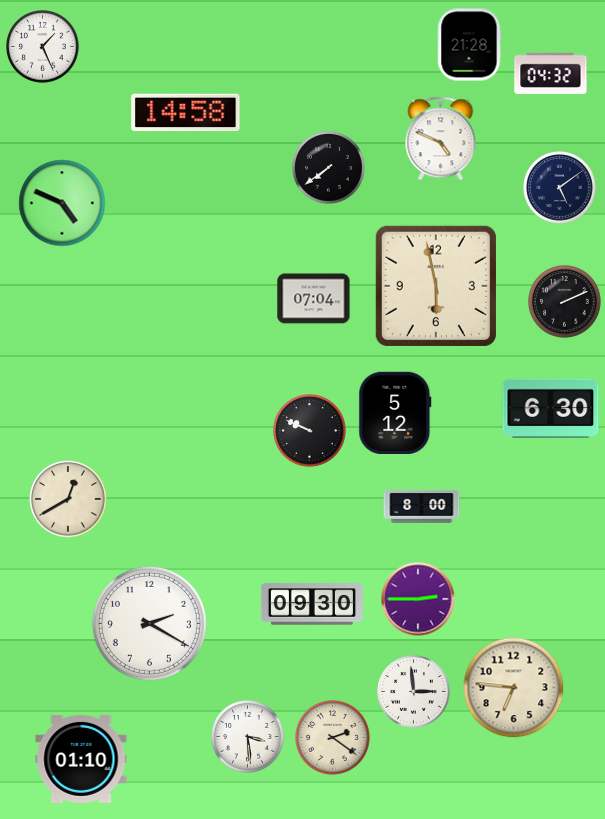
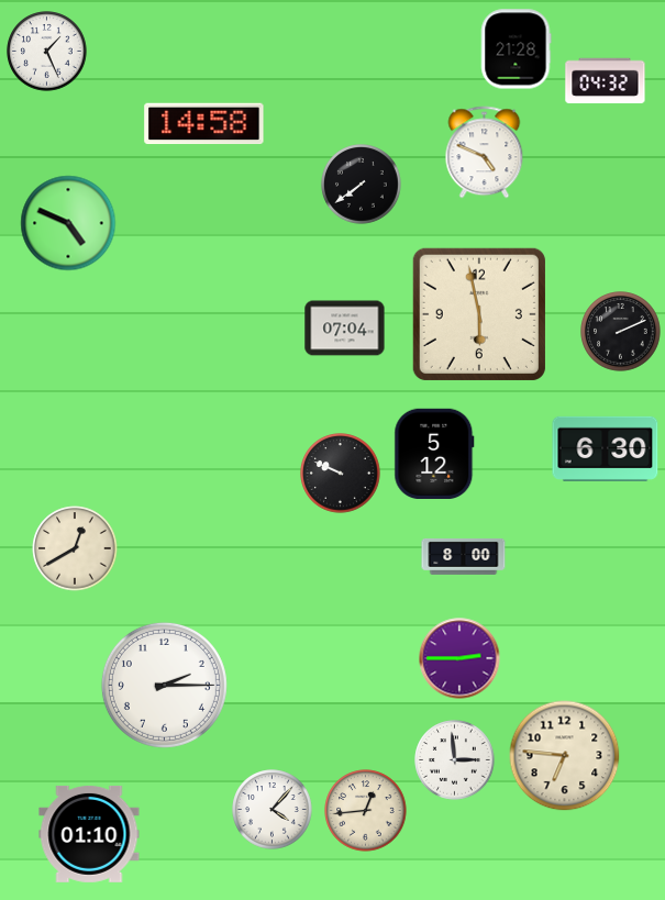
clock at (560, 188): 5:09 -> none
clock at (312, 604): 09:30 -> none
clock at (149, 623): 2:20 -> 2:15
clock at (248, 737): 3:29 -> 4:07
clock at (333, 738): 2:21 -> 12:44
